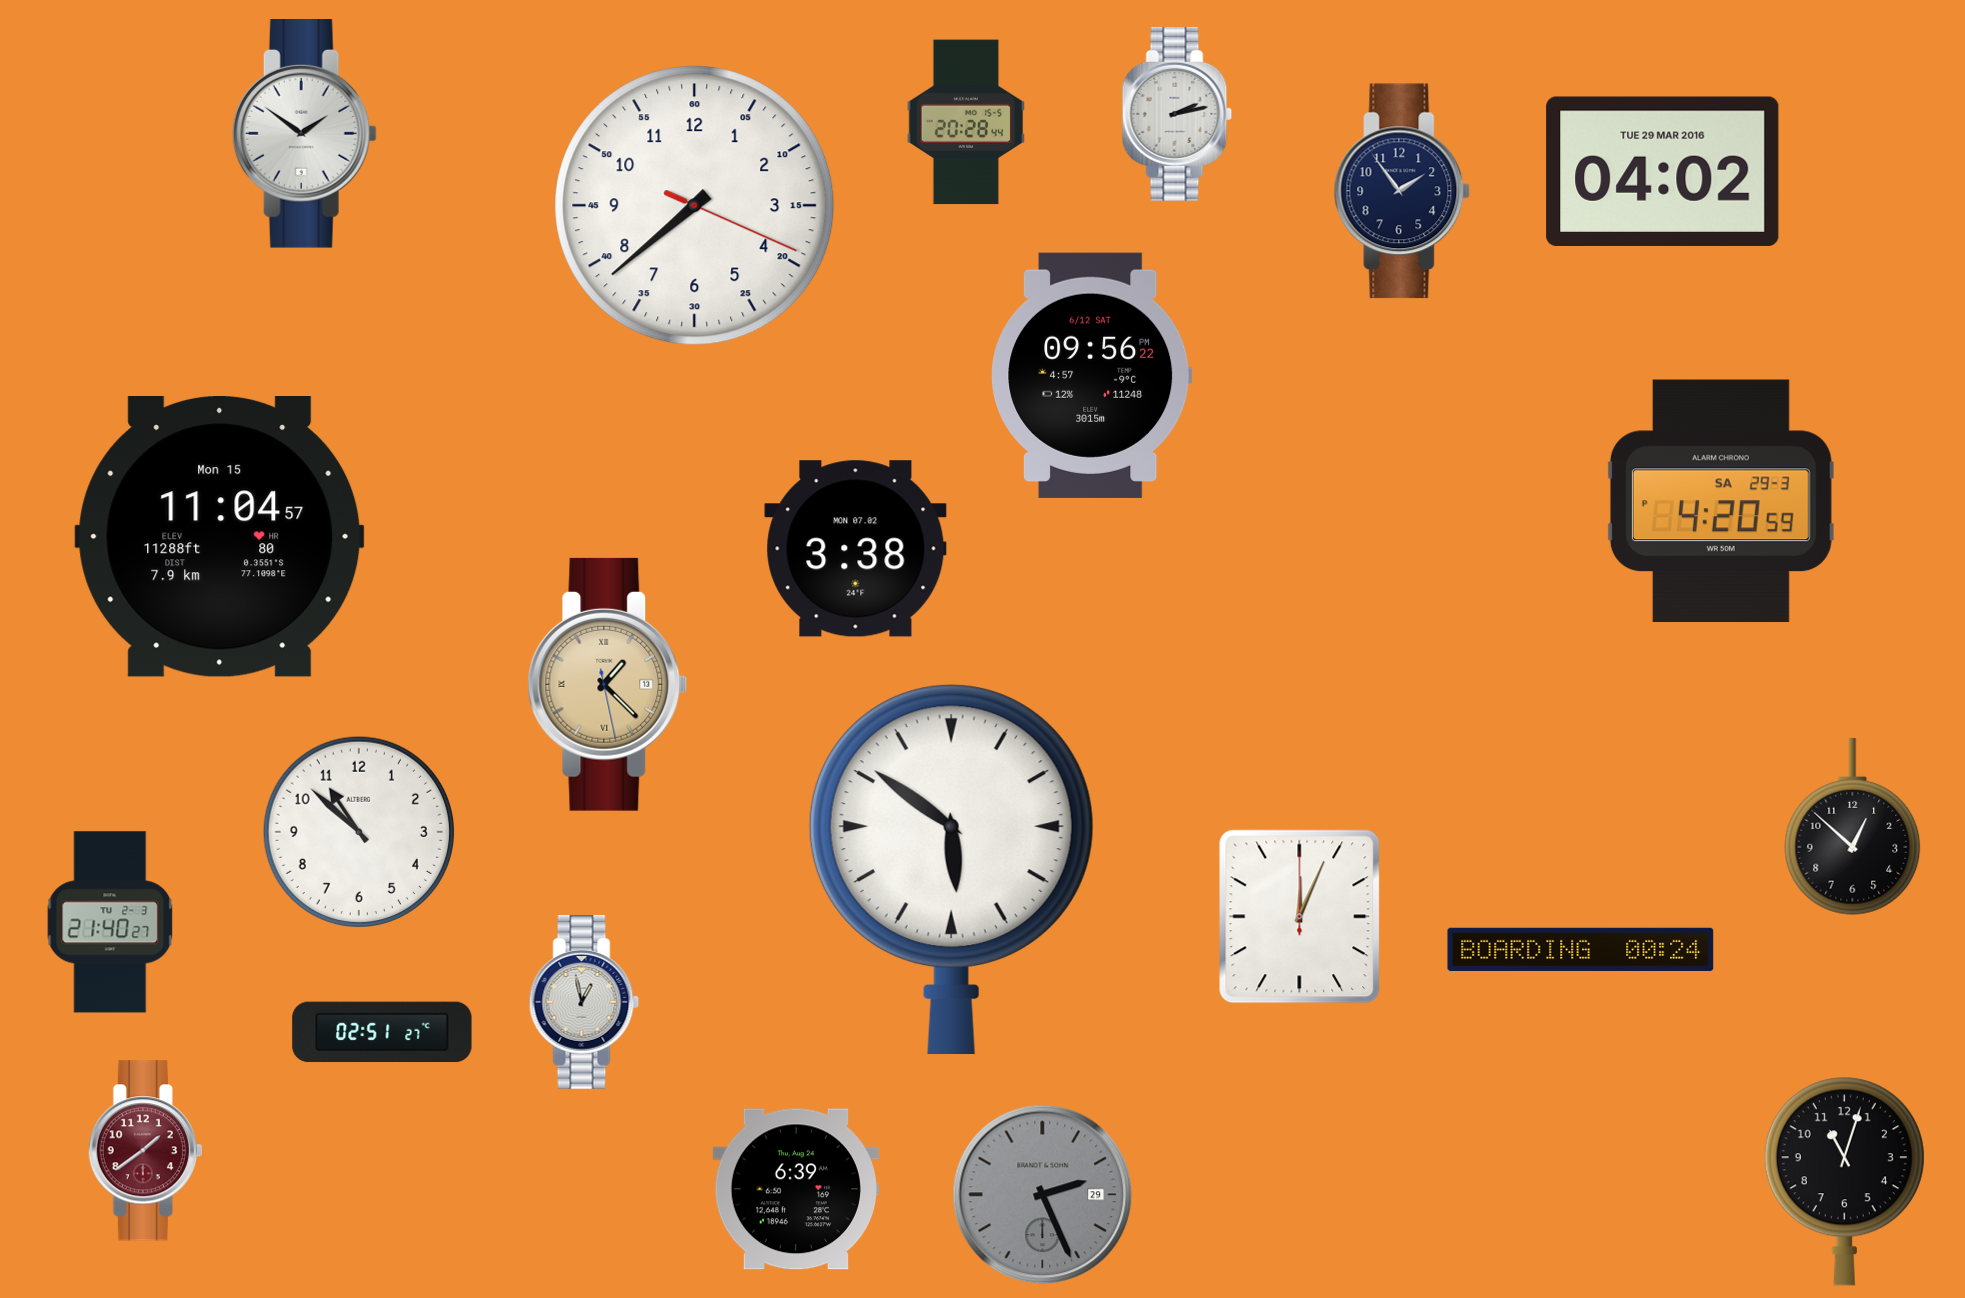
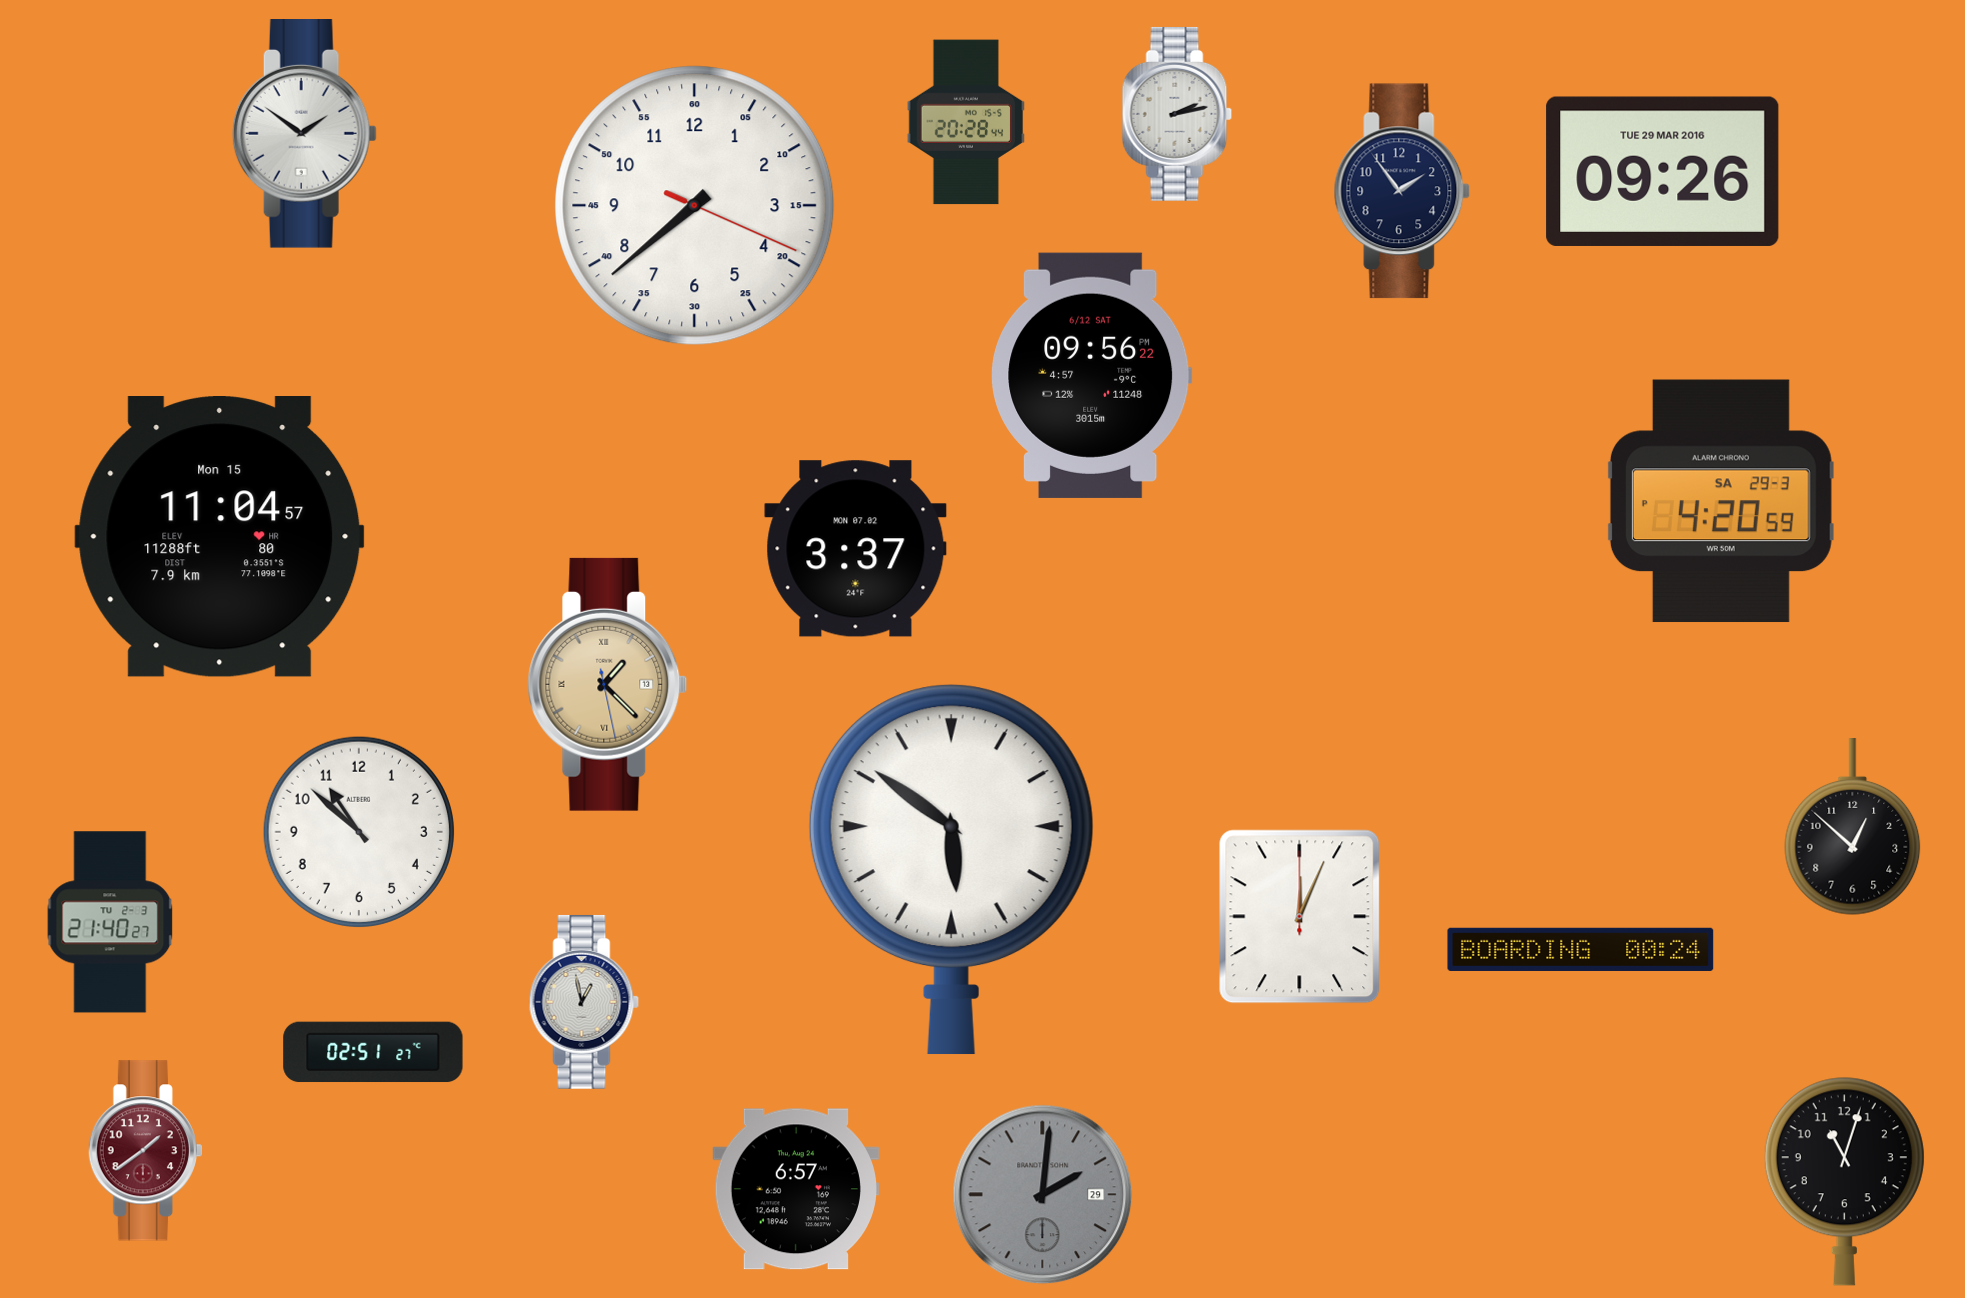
clock at (1663, 171): 04:02 -> 09:26
clock at (856, 549): 3:38 -> 3:37
clock at (382, 1032) position: (382, 1032) -> (373, 1052)
clock at (795, 1189): 6:39 -> 6:57
clock at (1043, 1195): 2:26 -> 2:01
